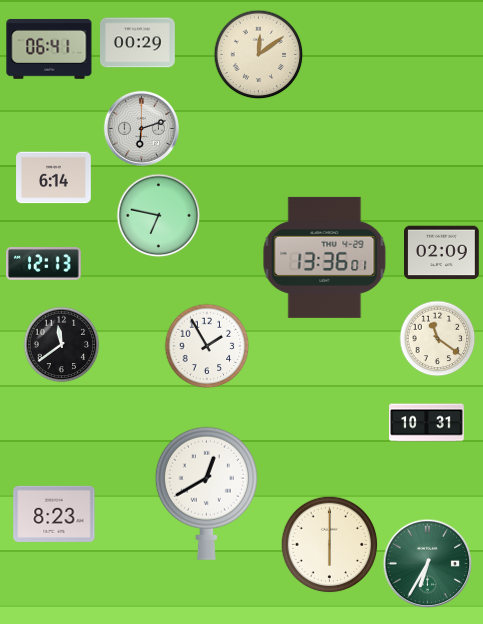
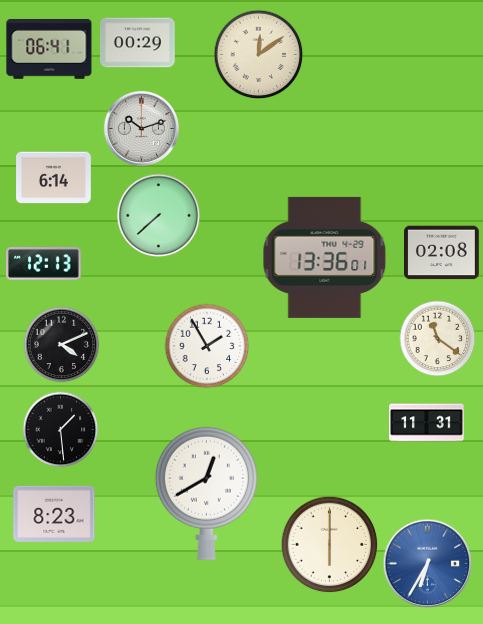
clock at (141, 128): 6:12 -> 10:12
clock at (159, 216): 6:47 -> 7:38
clock at (442, 253): 02:09 -> 02:08
clock at (62, 345): 11:39 -> 4:11
clock at (427, 423): 10:31 -> 11:31
clock at (61, 430): none -> 1:29
clock at (428, 564) dial: green -> blue
